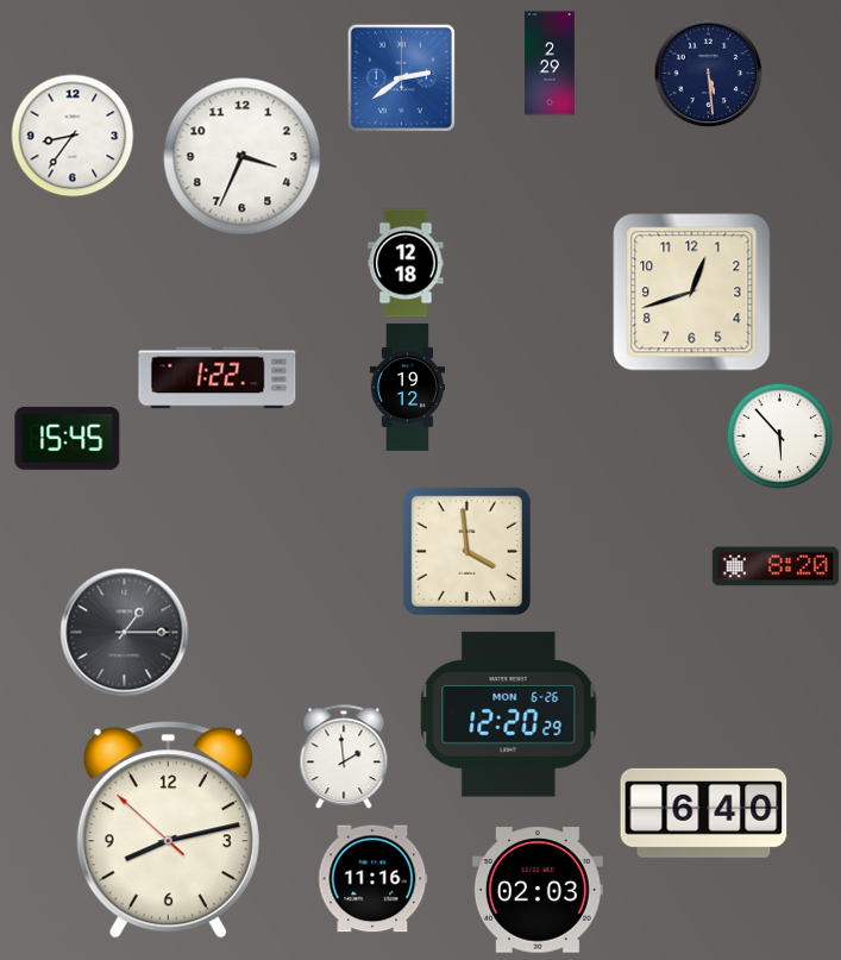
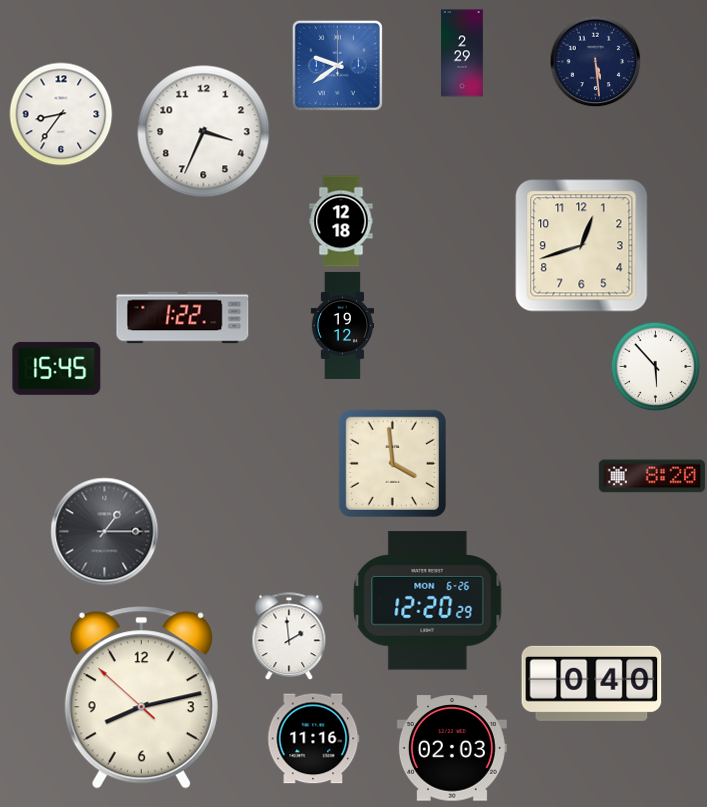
clock at (401, 77): 2:39 -> 9:39
clock at (704, 812): 6:40 -> 0:40
